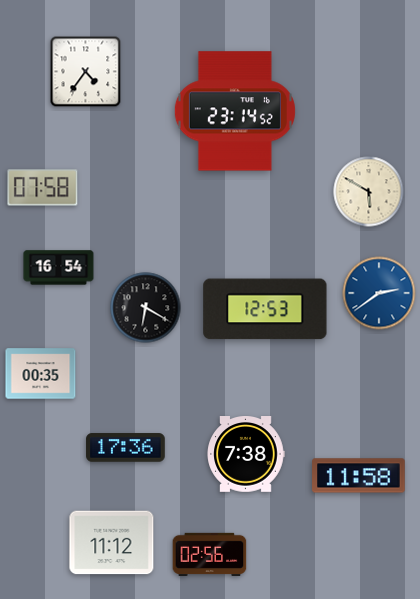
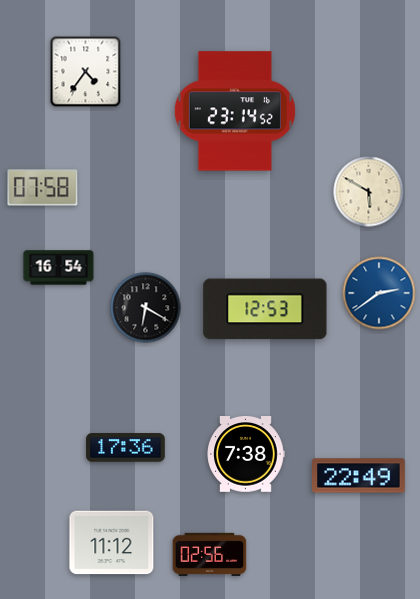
clock at (41, 374): 00:35 -> none
clock at (359, 476): 11:58 -> 22:49
